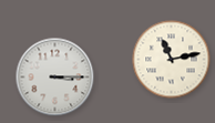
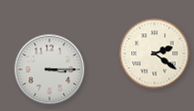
clock at (172, 60): 11:13 -> 2:21
